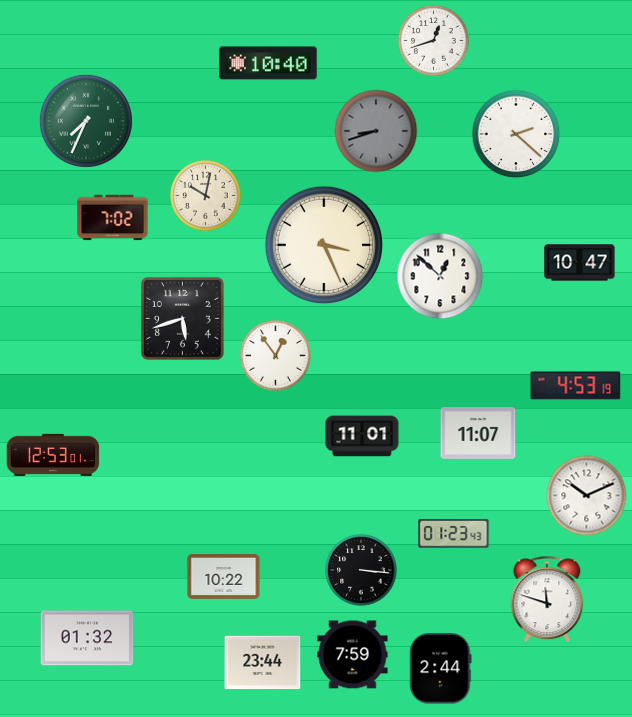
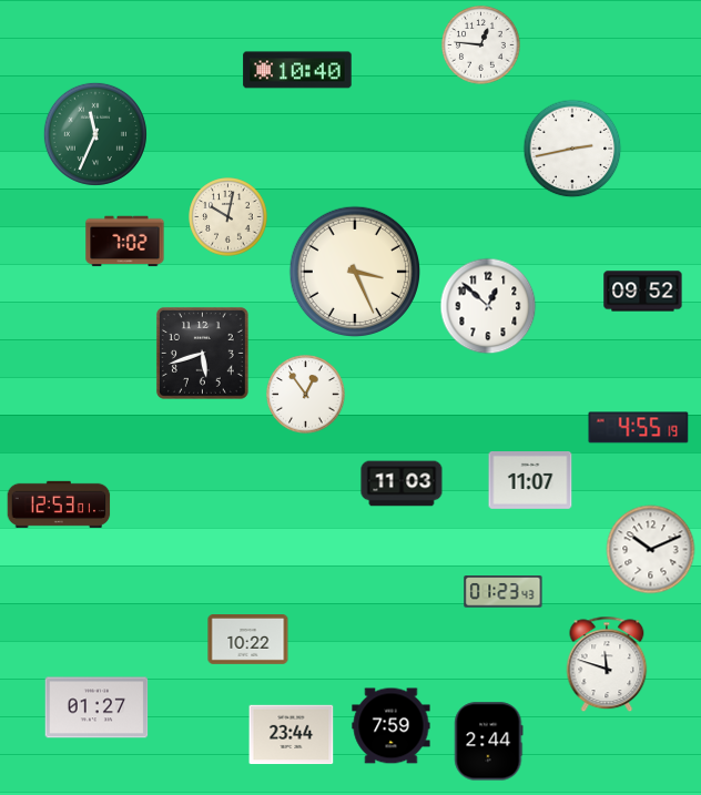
clock at (434, 41): 12:42 -> 12:46
clock at (86, 121): 7:34 -> 11:34
clock at (376, 131): 8:42 -> none
clock at (516, 134): 2:22 -> 2:43
clock at (323, 244) position: (323, 244) -> (354, 271)
clock at (580, 263): 10:47 -> 09:52
clock at (576, 386): 4:53 -> 4:55
clock at (362, 436): 11:01 -> 11:03
clock at (361, 570): 3:16 -> none
clock at (87, 638): 01:32 -> 01:27
